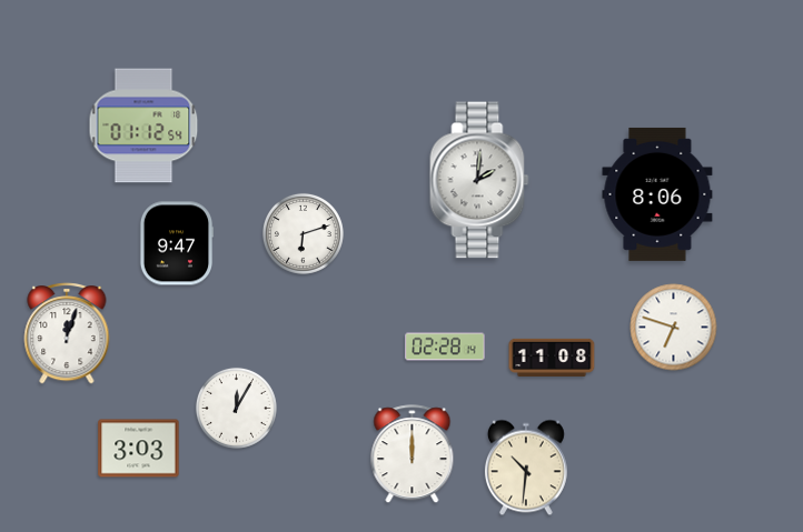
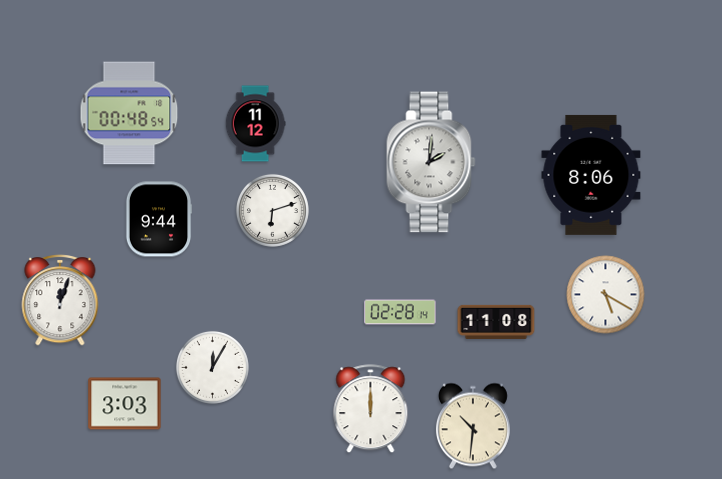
clock at (143, 126): 01:12 -> 00:48
clock at (255, 124): none -> 11:12
clock at (177, 243): 9:47 -> 9:44
clock at (674, 328): 6:48 -> 5:20
clock at (526, 468) position: (526, 468) -> (473, 426)
